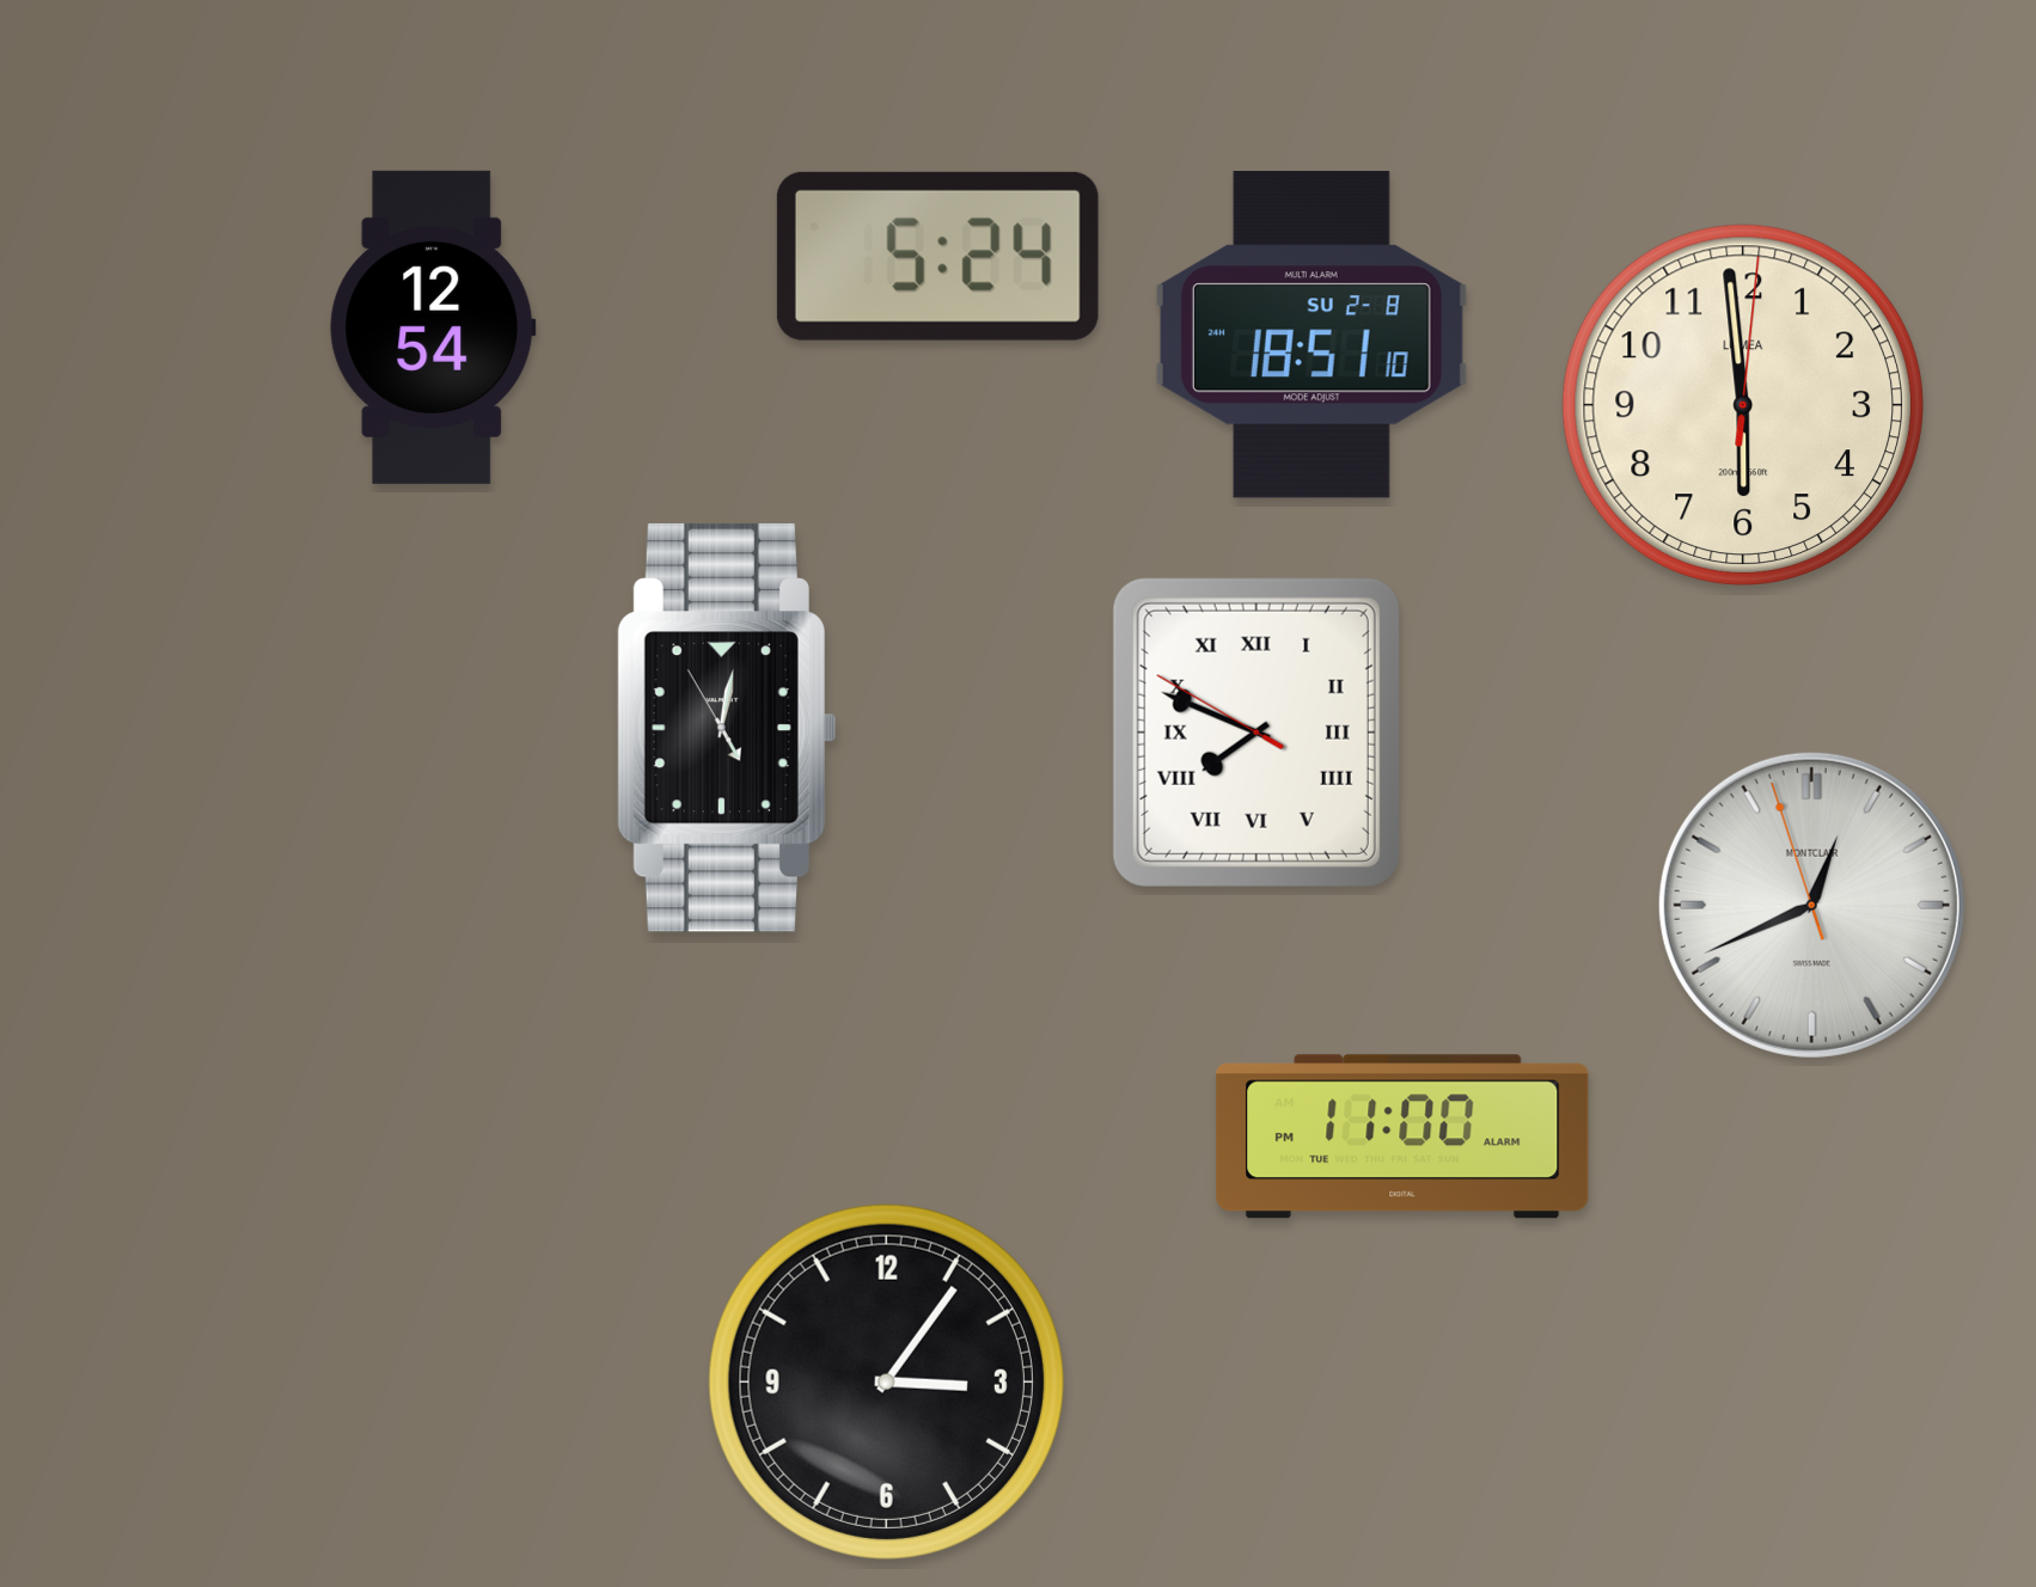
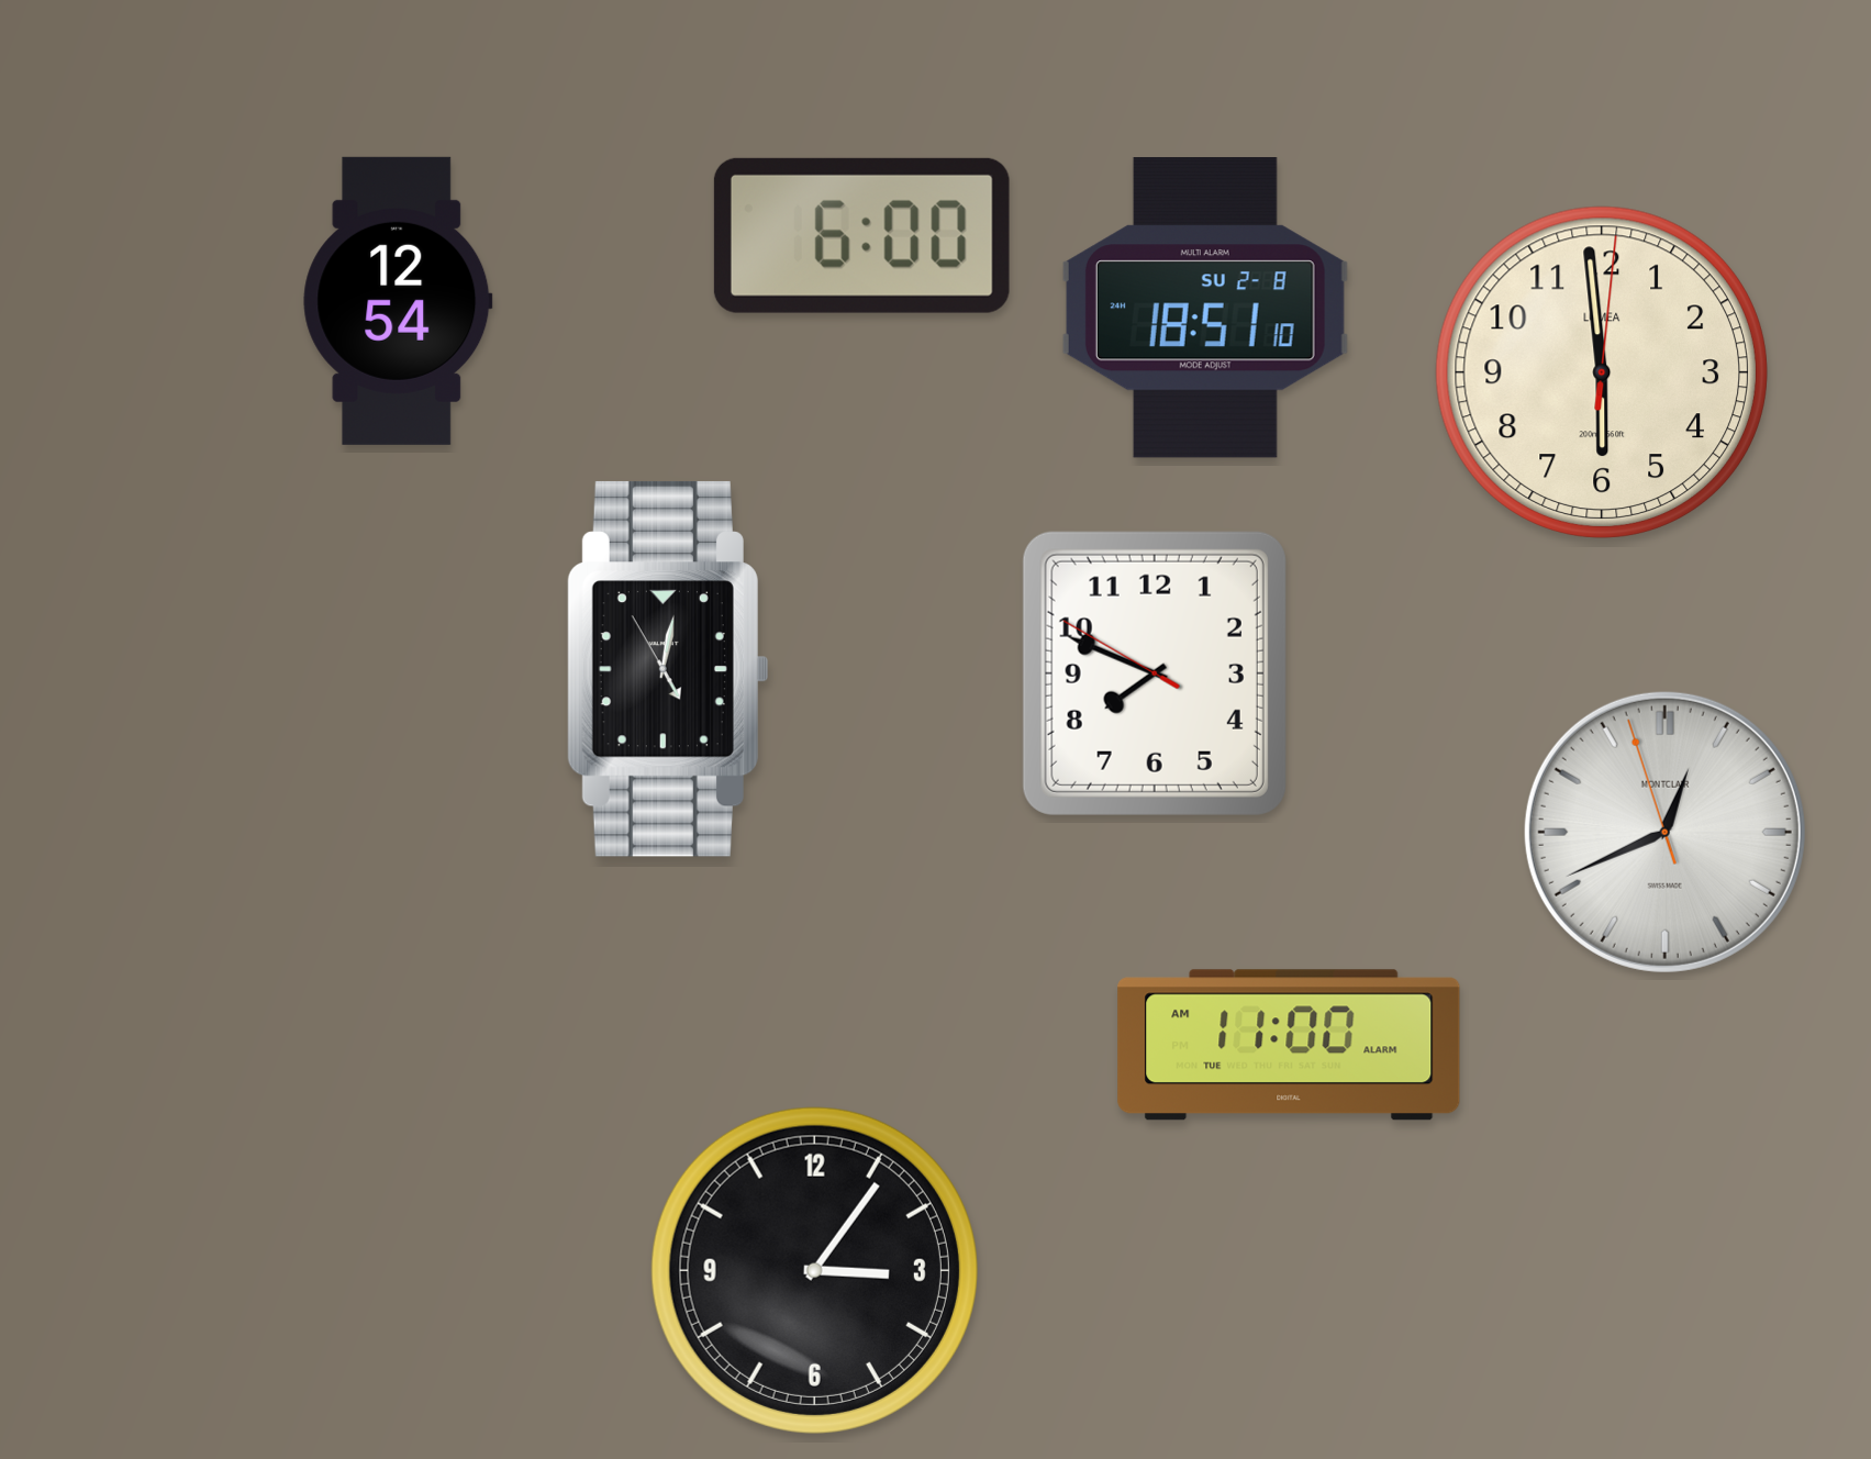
clock at (937, 256): 5:24 -> 6:00
clock at (1257, 733) numerals: Roman -> Arabic
clock at (1402, 1136): 11:00 PM -> 11:00 AM
